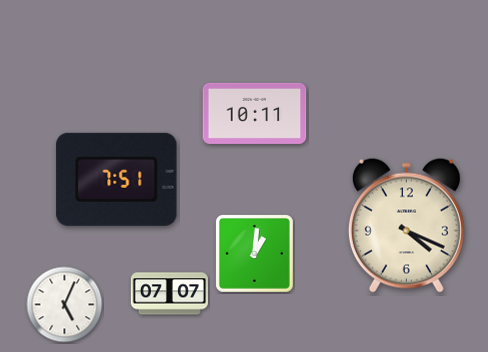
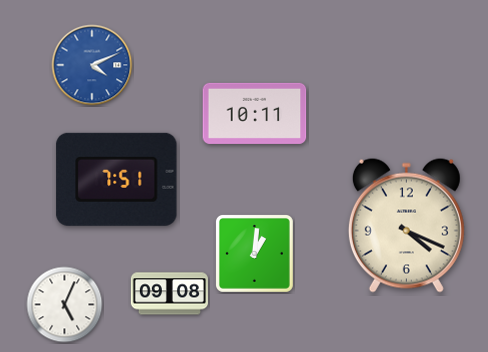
clock at (92, 65): none -> 4:11
clock at (169, 294): 07:07 -> 09:08
